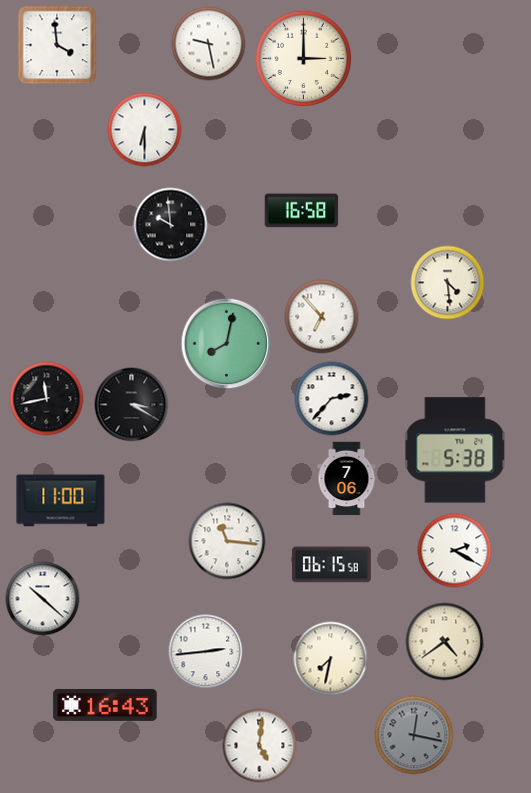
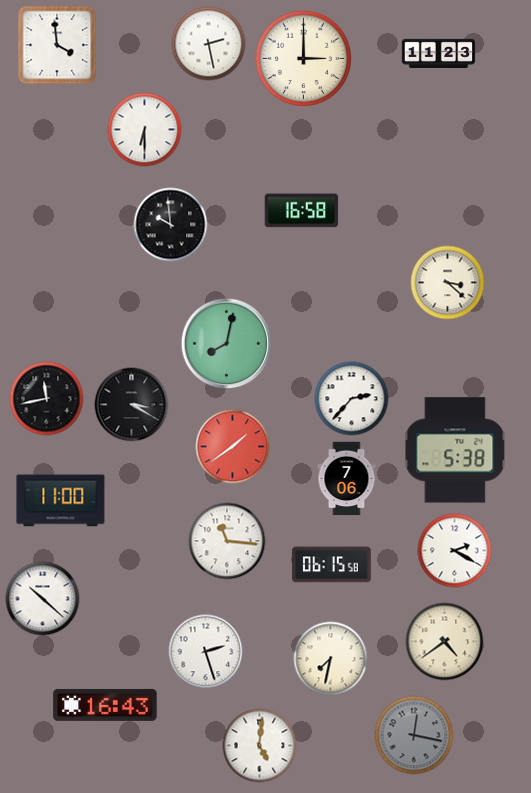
clock at (209, 44): 9:28 -> 2:28
clock at (439, 53): none -> 11:23
clock at (448, 283): 4:29 -> 3:22
clock at (322, 317): 6:53 -> none
clock at (332, 399) position: (332, 399) -> (352, 399)
clock at (233, 447): none -> 1:39
clock at (206, 652): 2:44 -> 2:27
